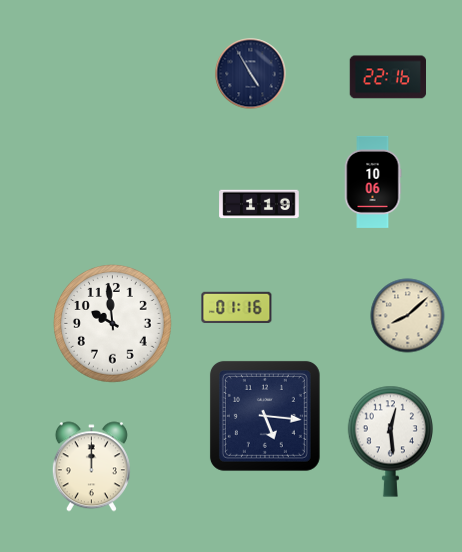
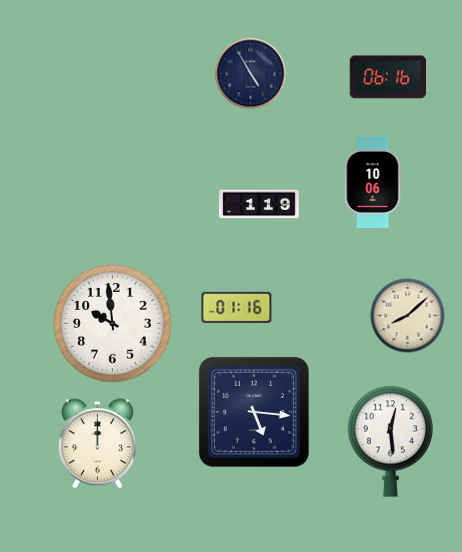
clock at (387, 77): 22:16 -> 06:16
clock at (265, 416) position: (265, 416) -> (254, 412)
clock at (91, 467) position: (91, 467) -> (97, 444)
